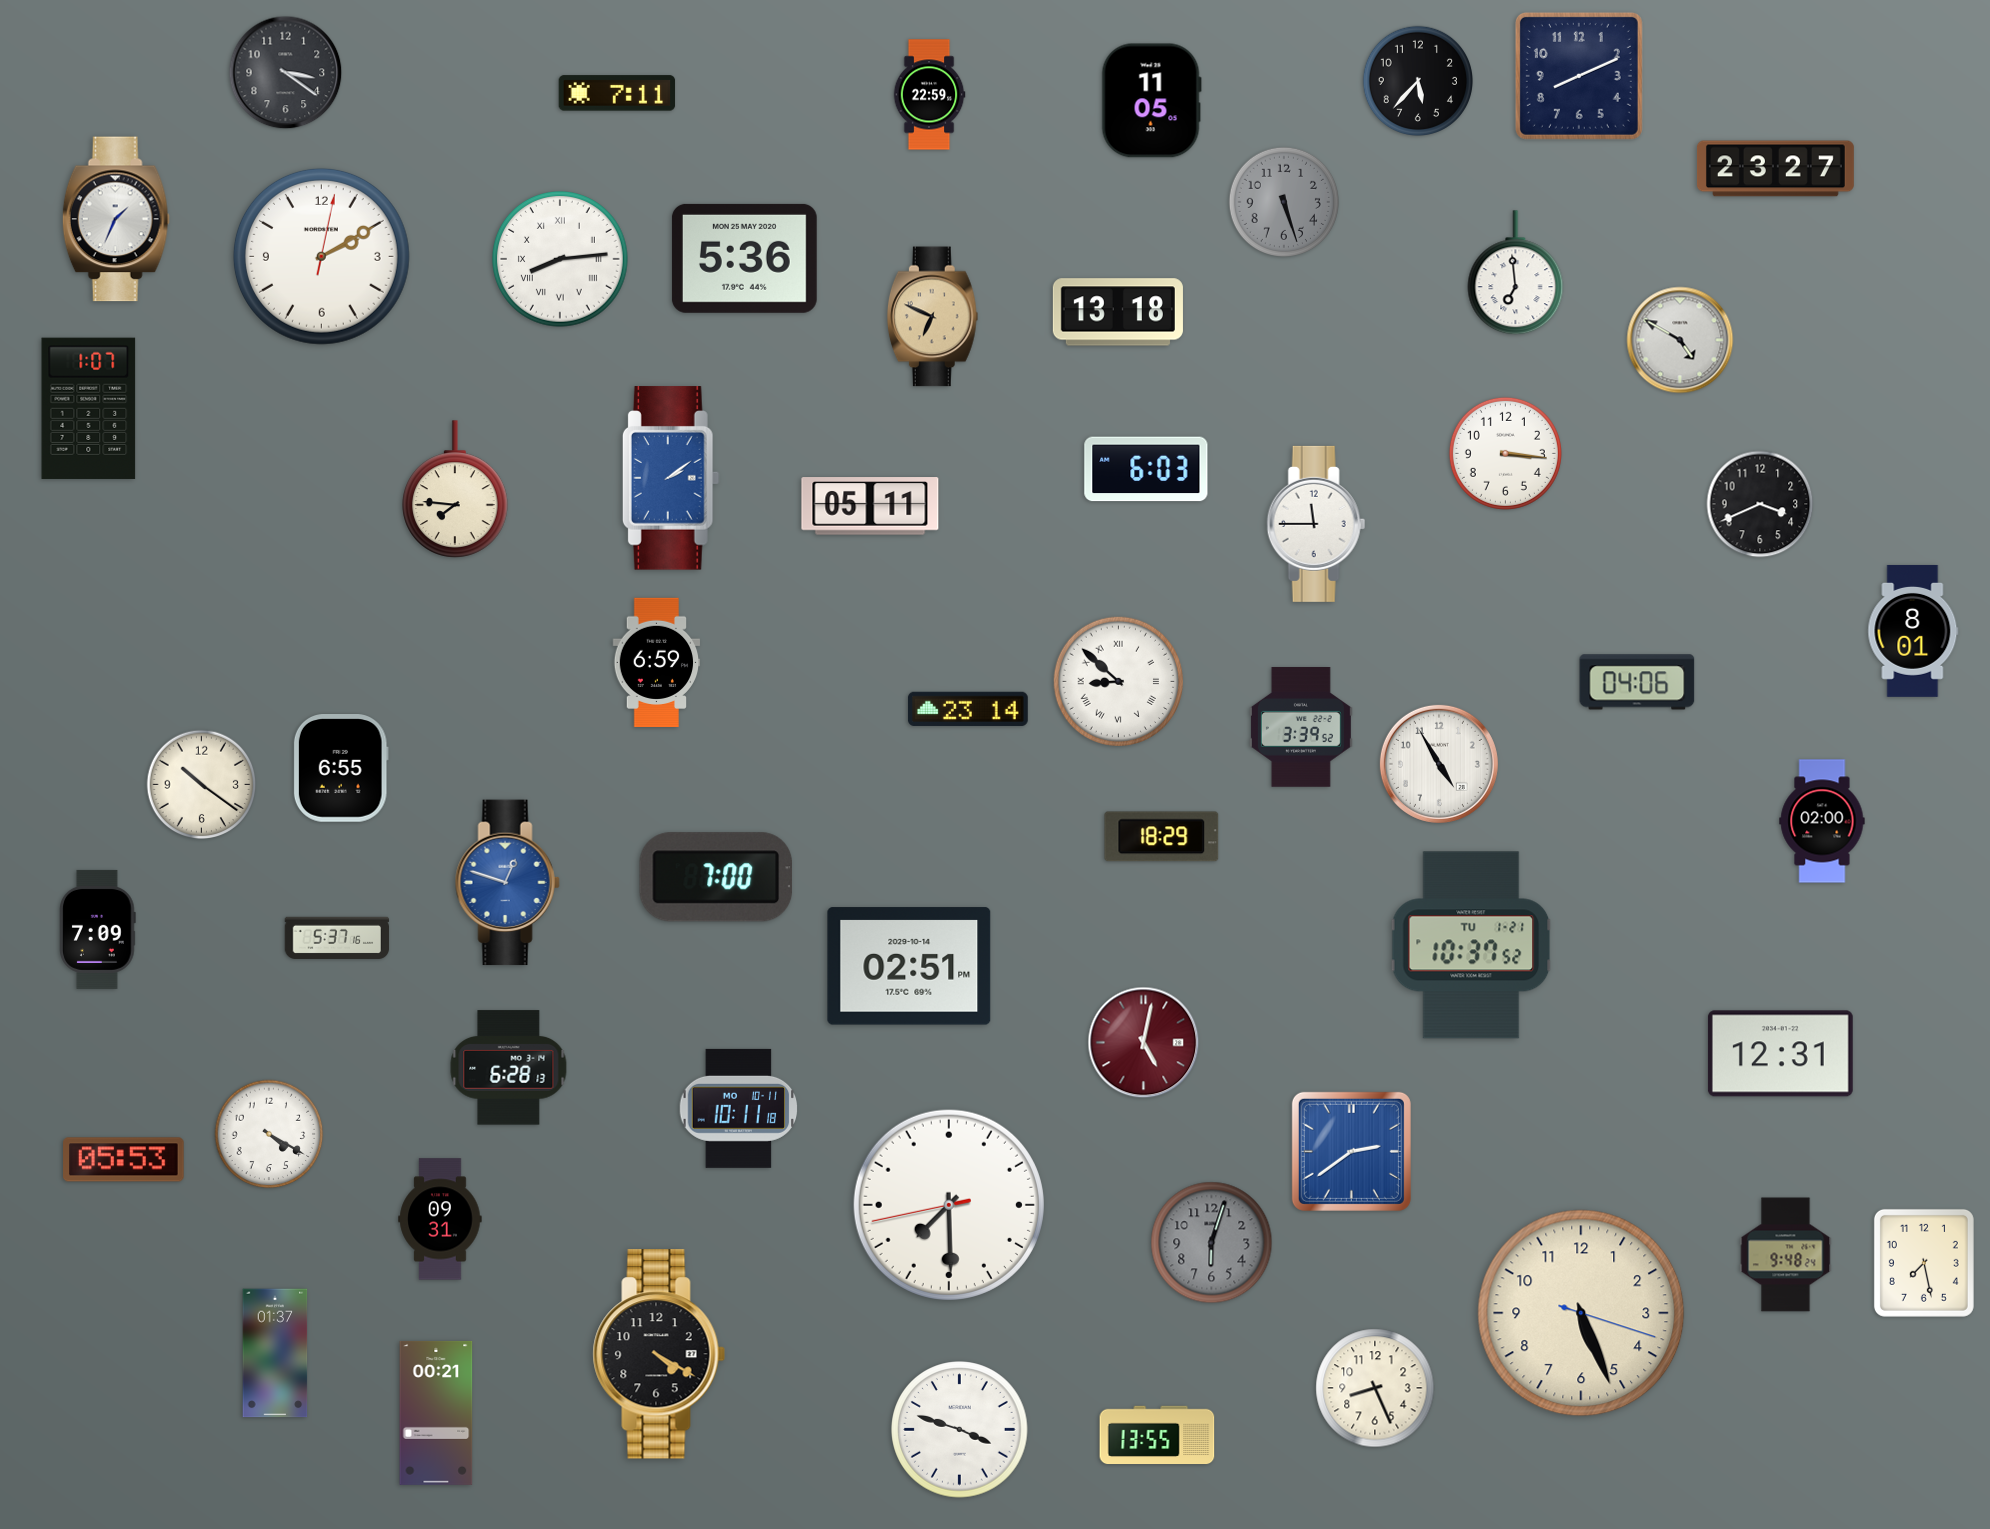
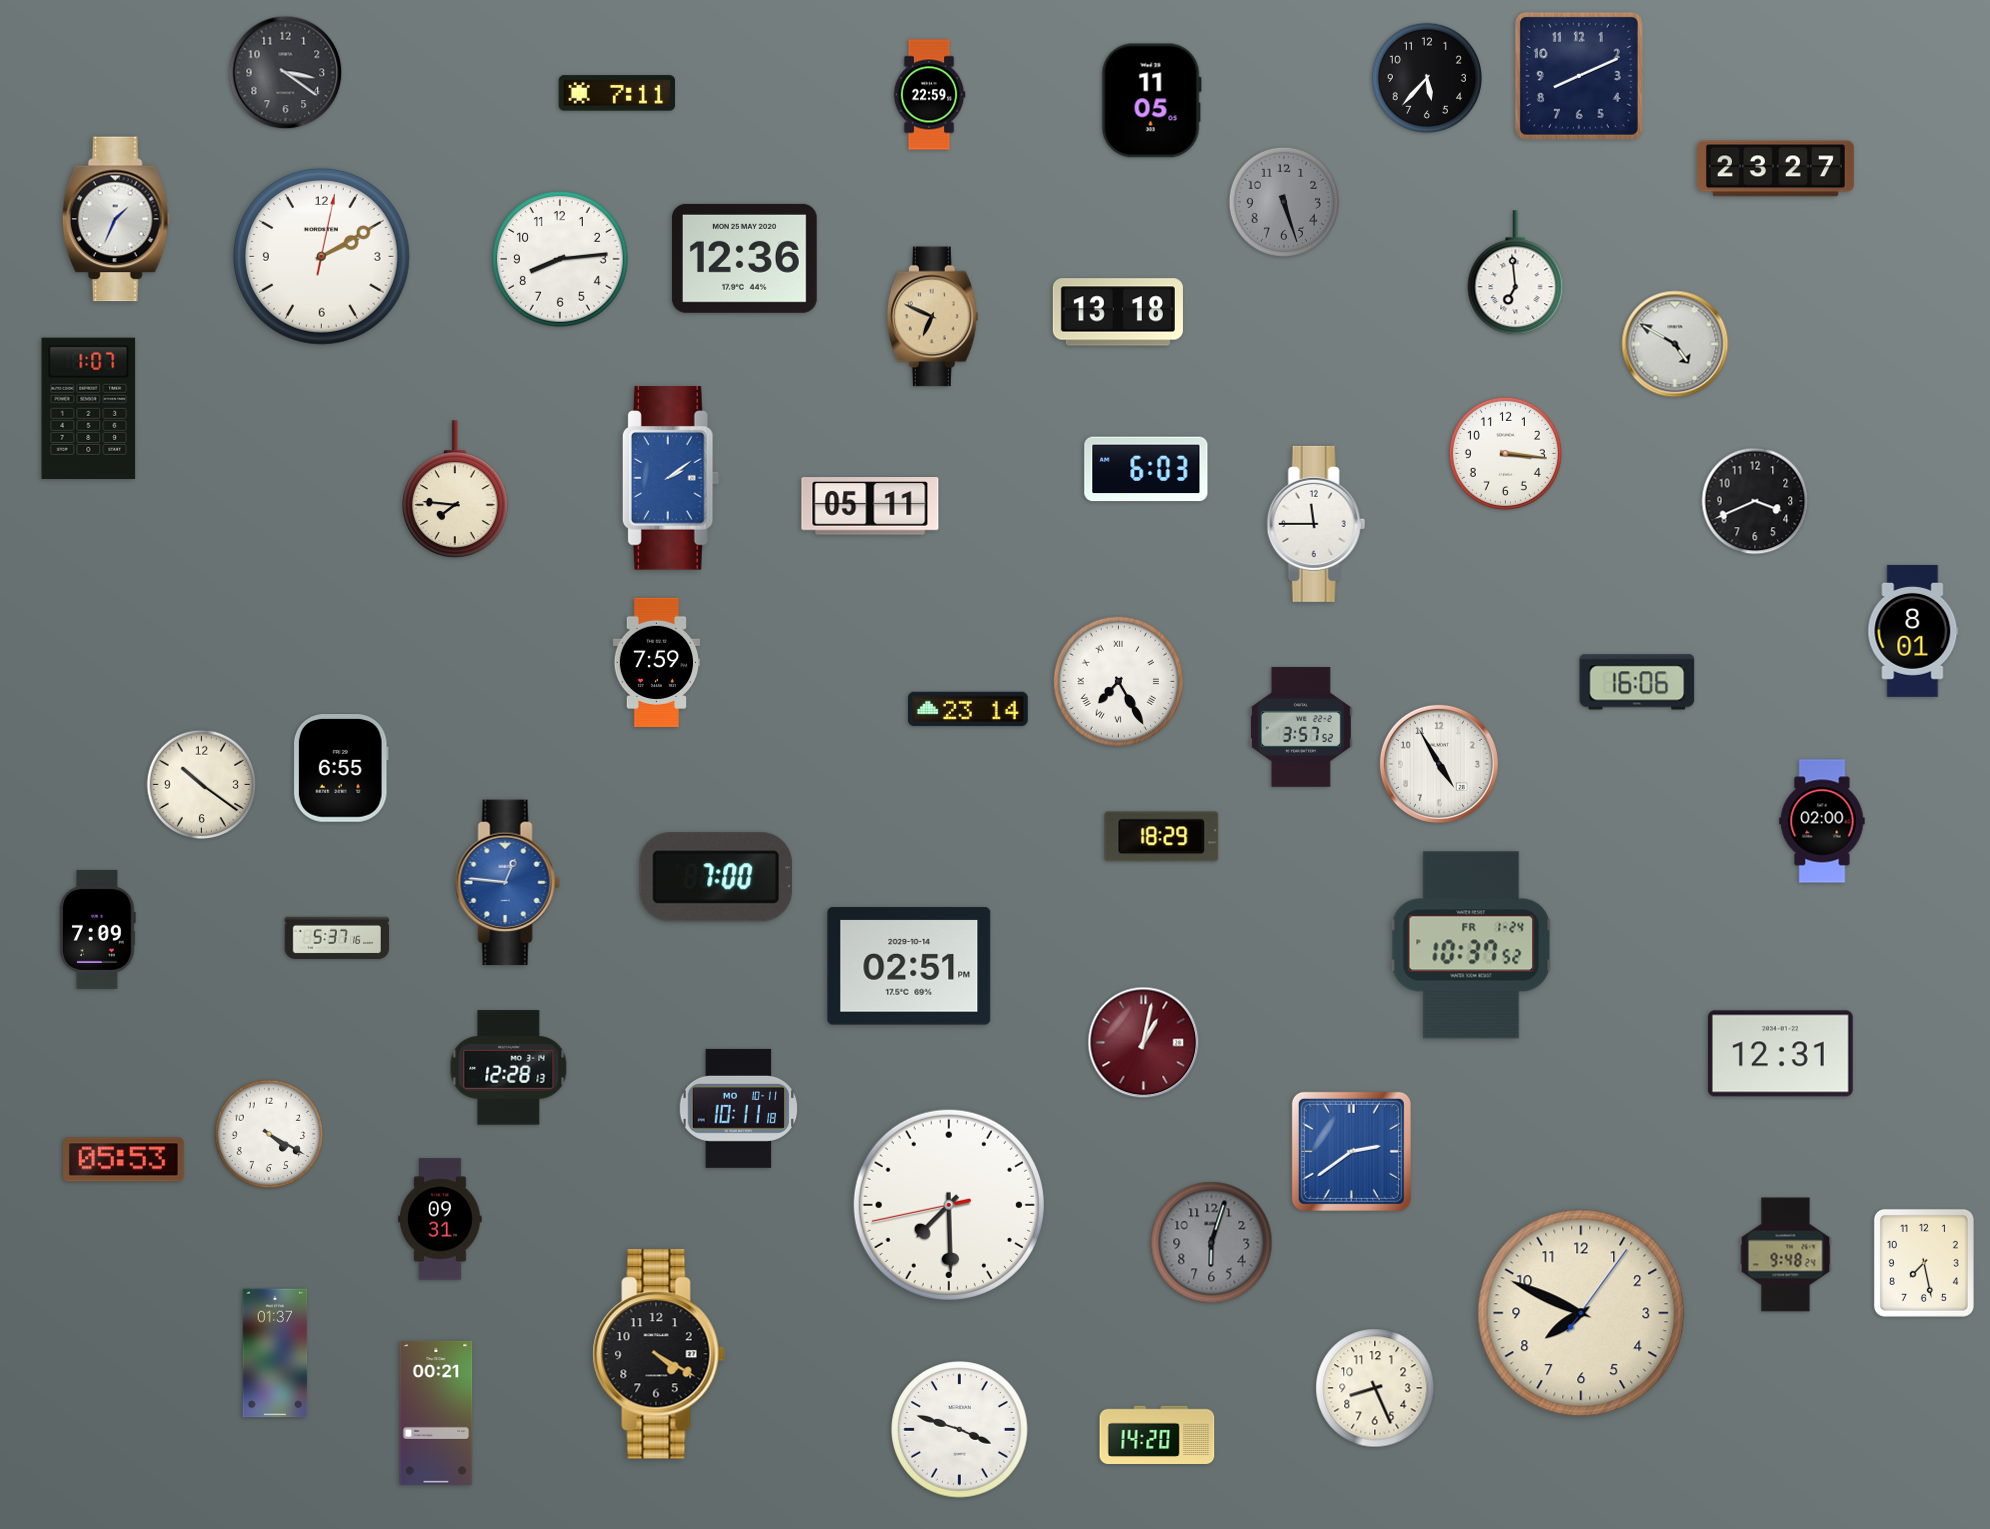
clock at (1417, 80) position: (1417, 80) -> (1426, 77)
clock at (744, 258): 5:36 -> 12:36
clock at (561, 260) numerals: Roman -> Arabic
clock at (1680, 340) position: (1680, 340) -> (1675, 344)
clock at (1760, 504) position: (1760, 504) -> (1755, 501)
clock at (657, 663): 6:59 -> 7:59
clock at (1118, 681): 8:52 -> 7:25
clock at (1637, 682): 04:06 -> 16:06
clock at (1301, 728): 3:39 -> 3:57
clock at (507, 883): 12:48 -> 12:46
clock at (1471, 945) date: TU 1-21 -> FR 1-24
clock at (1144, 1043): 5:02 -> 1:02
clock at (509, 1068): 6:28 -> 12:28
clock at (1581, 1313): 5:26 -> 7:49
clock at (1157, 1435): 13:55 -> 14:20
